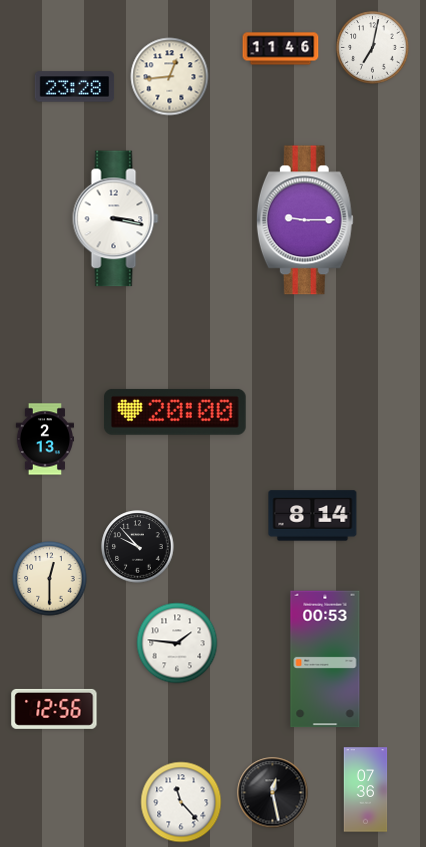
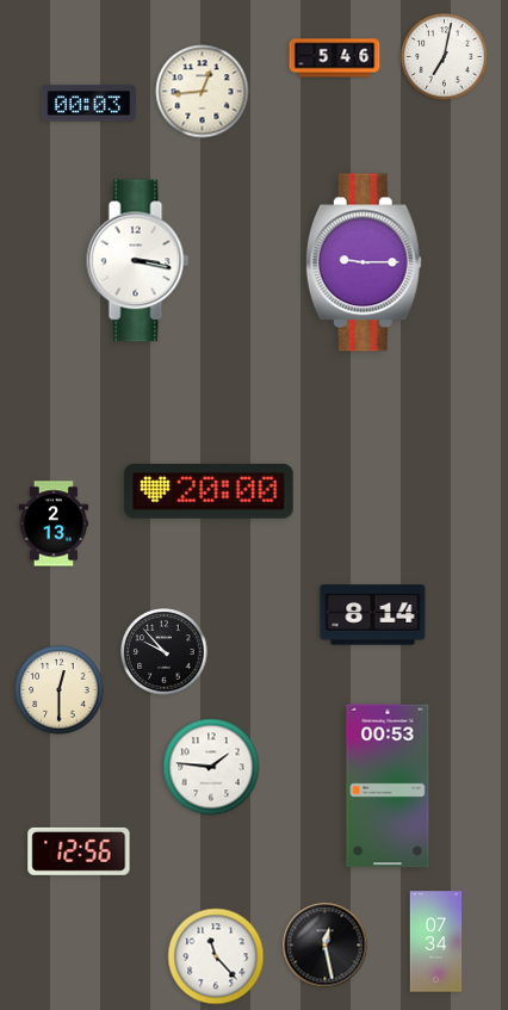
clock at (281, 49): 11:46 -> 5:46
clock at (75, 87): 23:28 -> 00:03
clock at (54, 709) position: (54, 709) -> (79, 851)
clock at (366, 790): 07:36 -> 07:34
